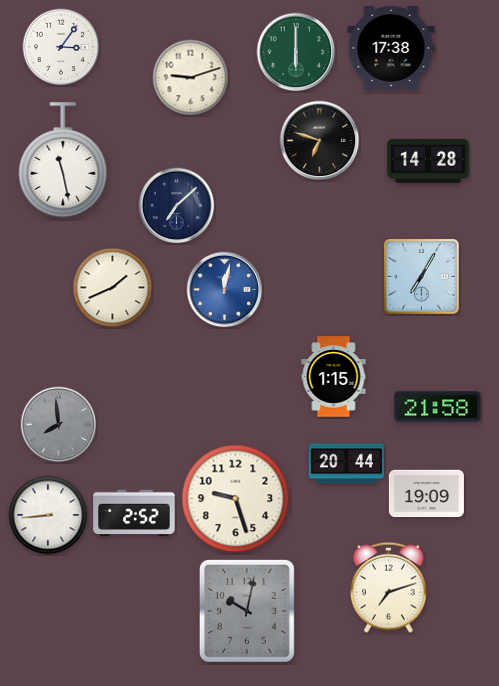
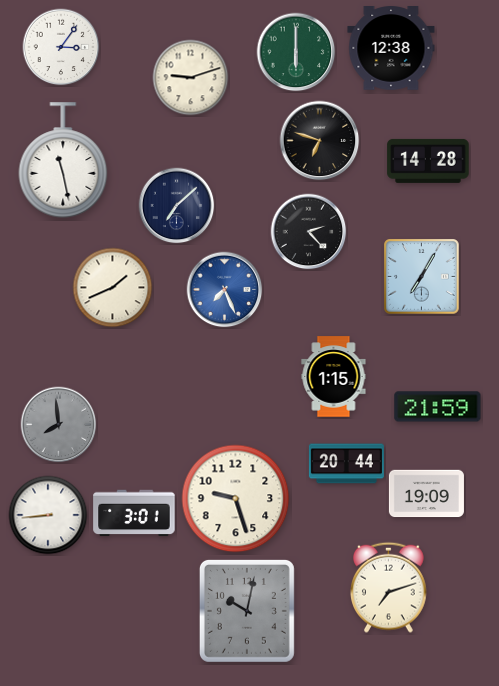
clock at (391, 49): 17:38 -> 12:38
clock at (309, 232): none -> 2:23
clock at (225, 290): 12:02 -> 7:26
clock at (438, 407): 21:58 -> 21:59
clock at (134, 513): 2:52 -> 3:01
